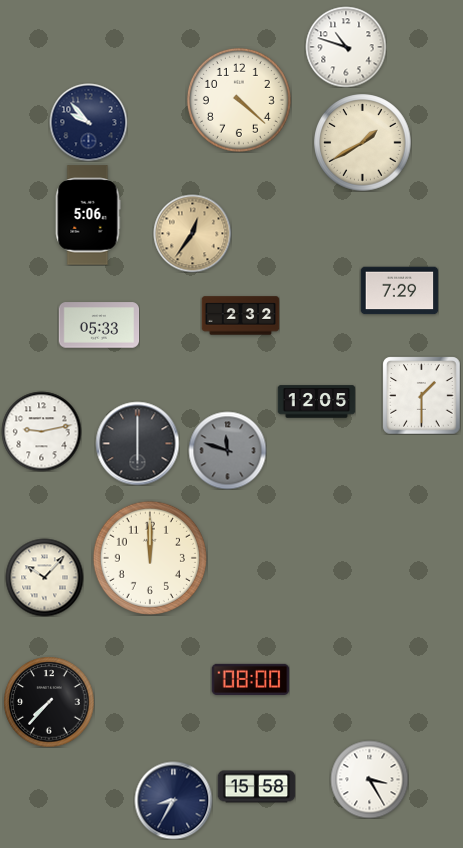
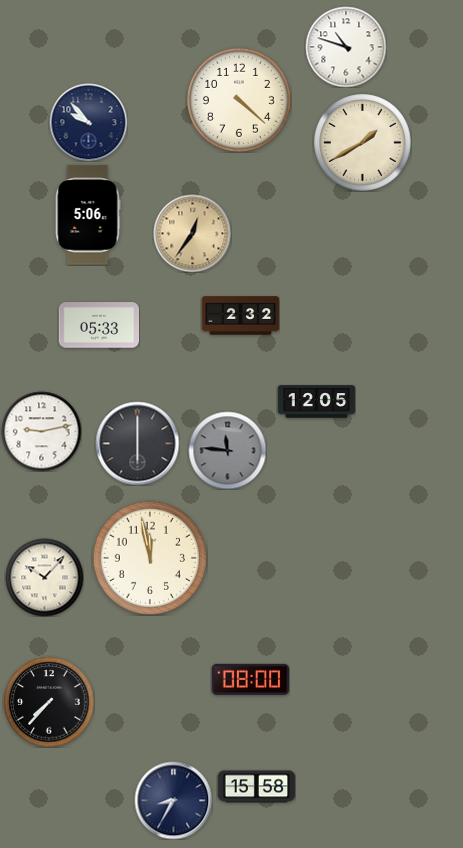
clock at (399, 291): 7:29 -> none
clock at (421, 395): 1:30 -> none
clock at (227, 450): 11:48 -> 11:46
clock at (150, 558): 12:00 -> 11:58
clock at (369, 779): 3:25 -> none
